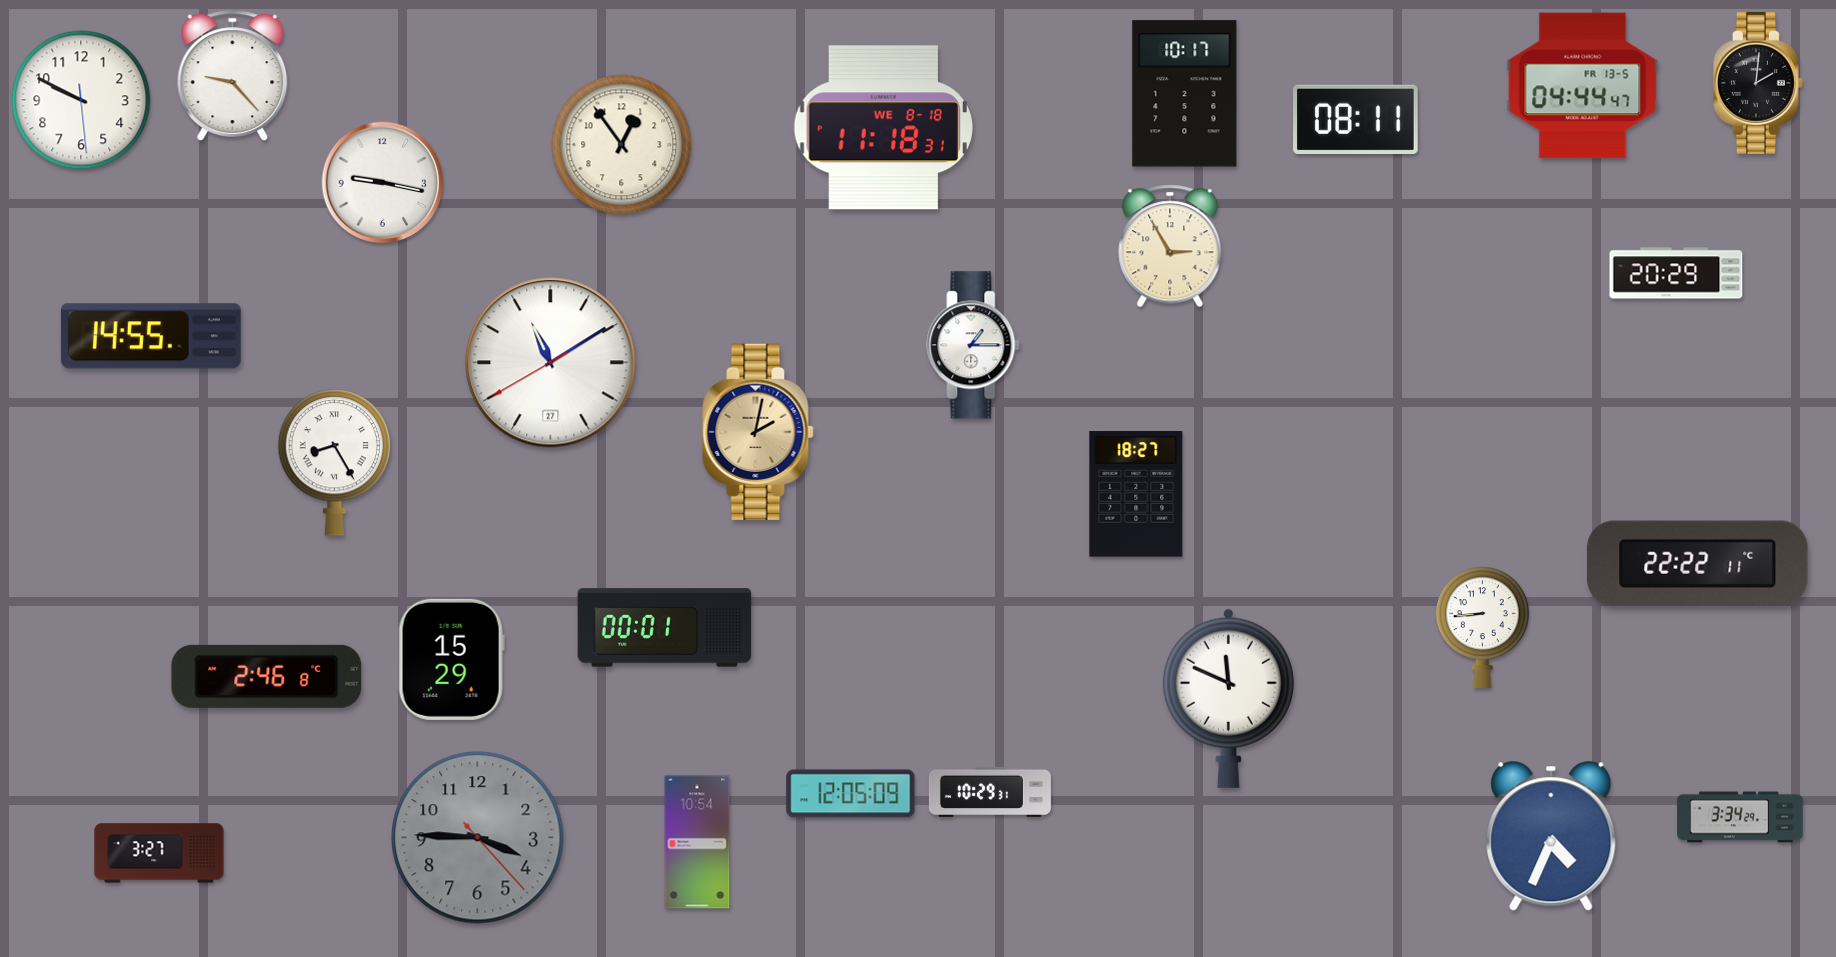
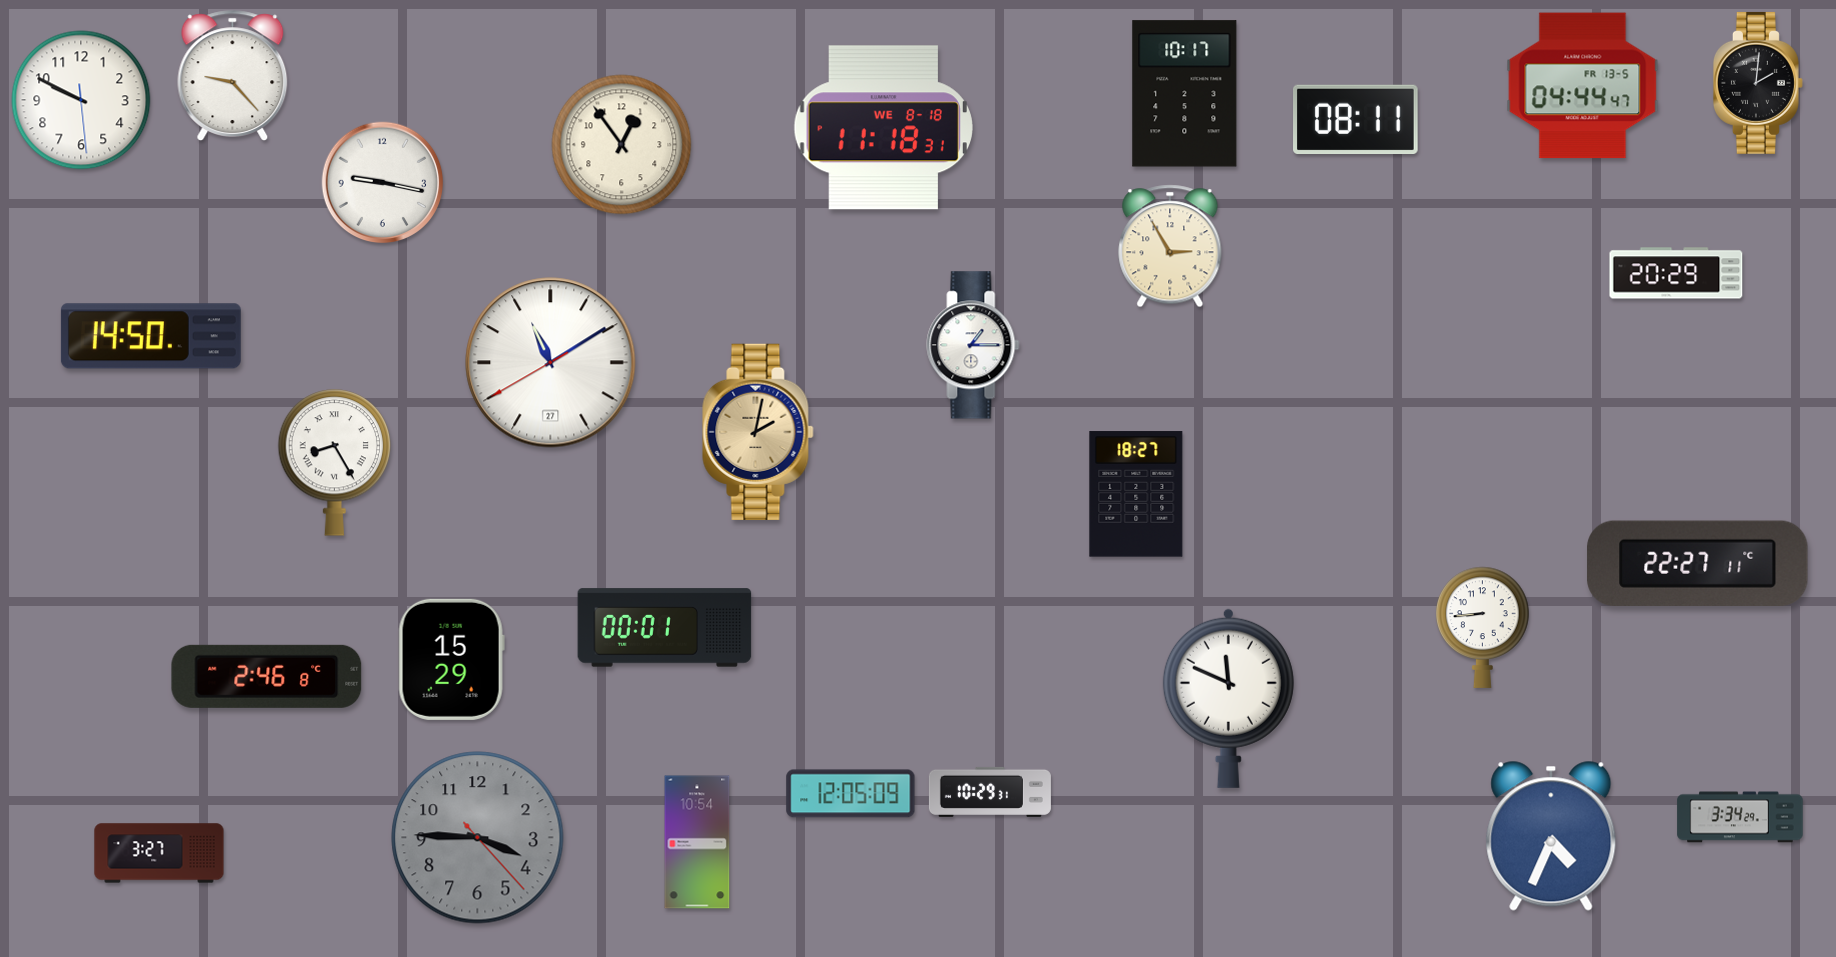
clock at (151, 336): 14:55 -> 14:50
clock at (1698, 563): 22:22 -> 22:27
